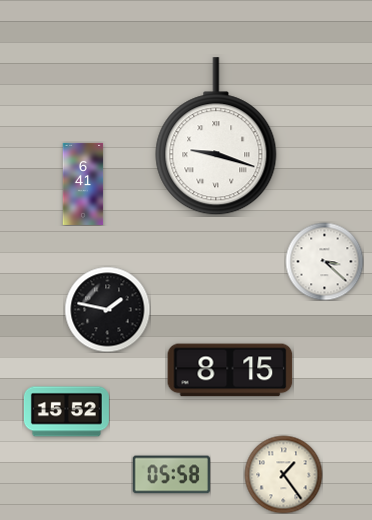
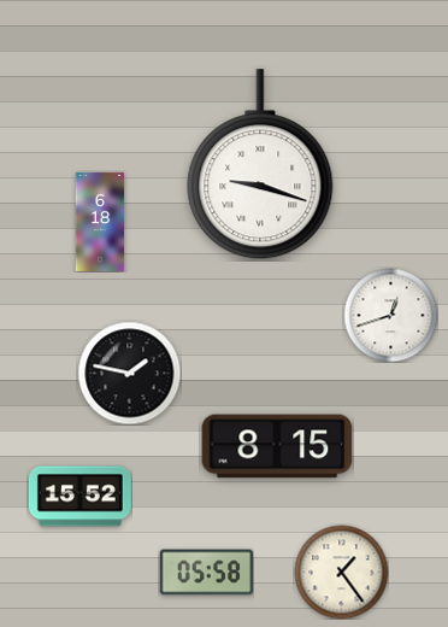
clock at (83, 184): 6:41 -> 6:18
clock at (324, 261): 3:22 -> 12:42
